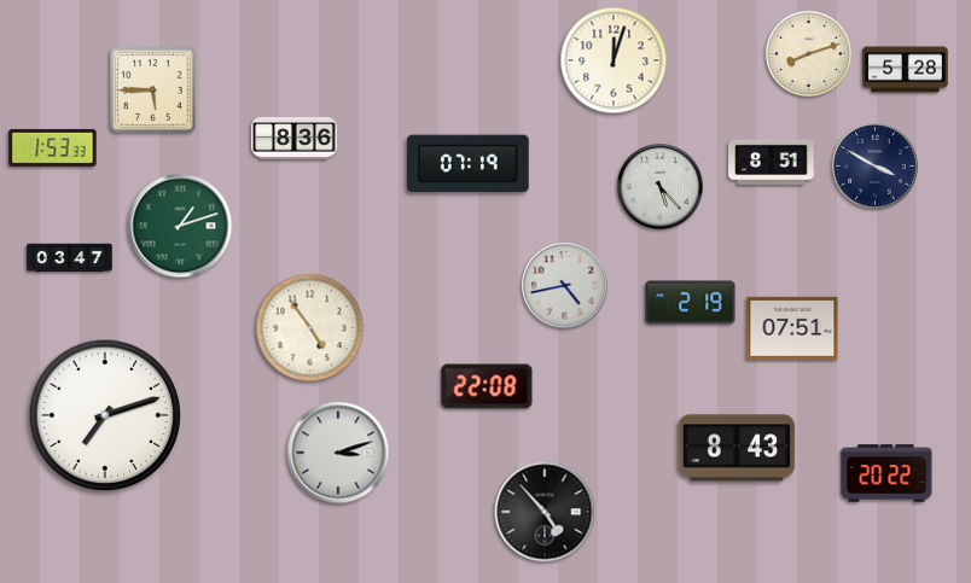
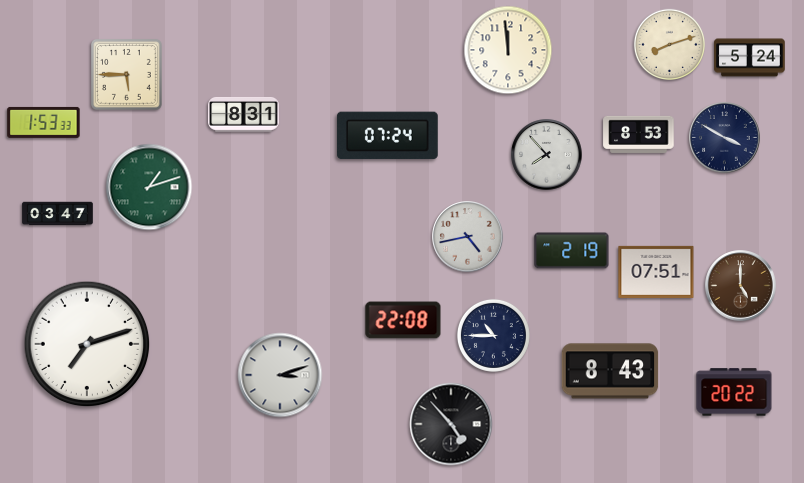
clock at (614, 60): 12:03 -> 11:59
clock at (906, 70): 5:28 -> 5:24
clock at (295, 139): 8:36 -> 8:31
clock at (772, 162): 8:51 -> 8:53
clock at (469, 164): 07:19 -> 07:24
clock at (661, 187): 5:23 -> 7:53
clock at (310, 328): 4:54 -> none
clock at (741, 286): none -> 5:00
clock at (493, 335): none -> 10:45
